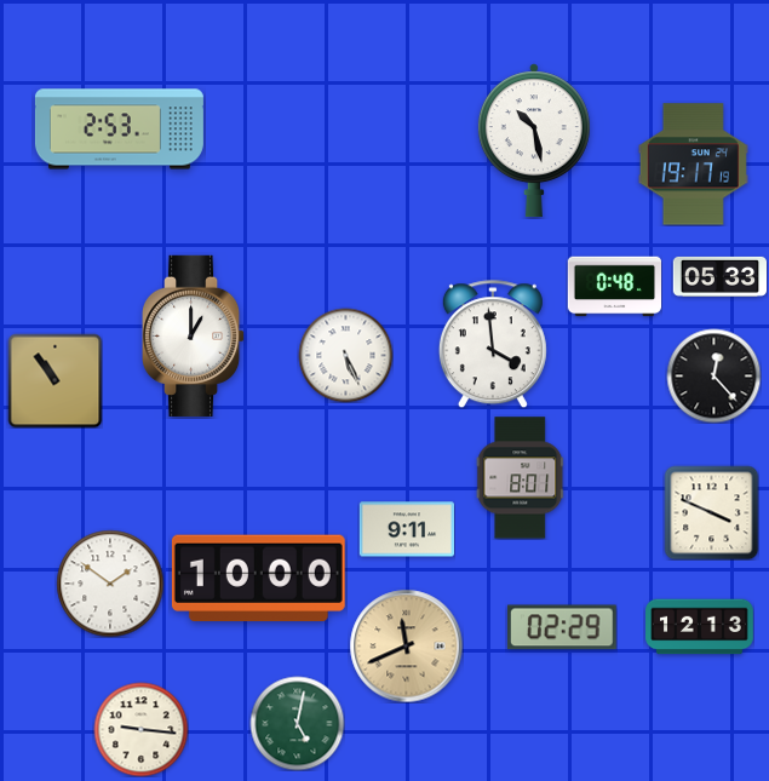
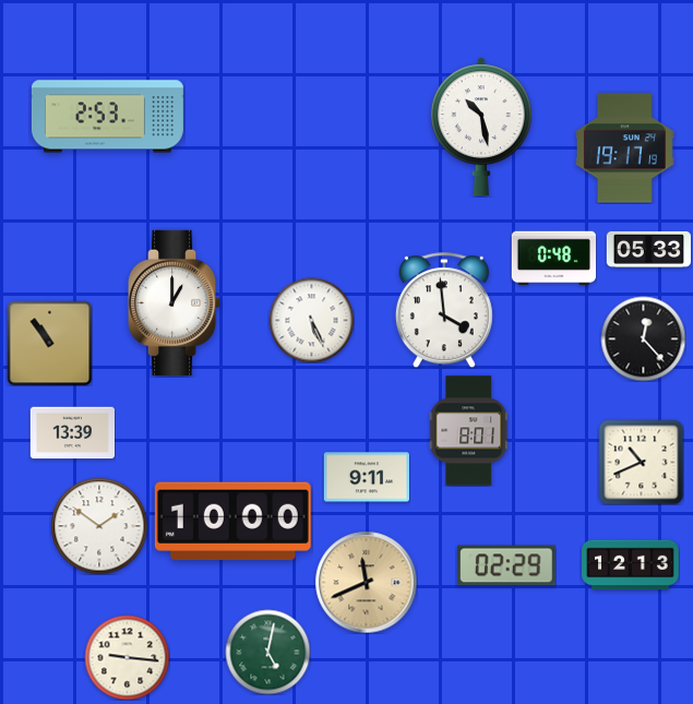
clock at (72, 433): none -> 13:39
clock at (711, 512): 3:49 -> 10:41
